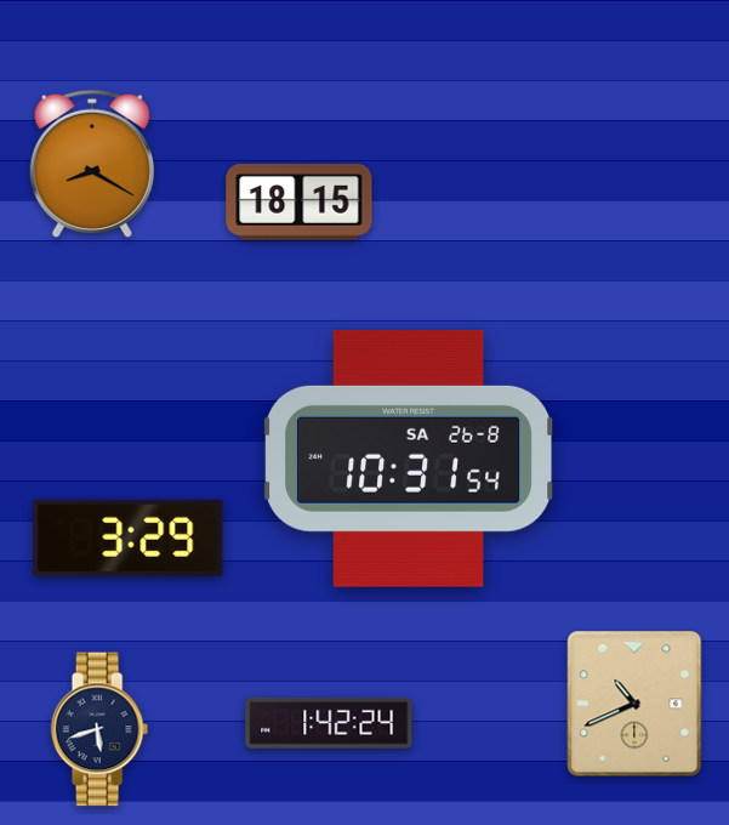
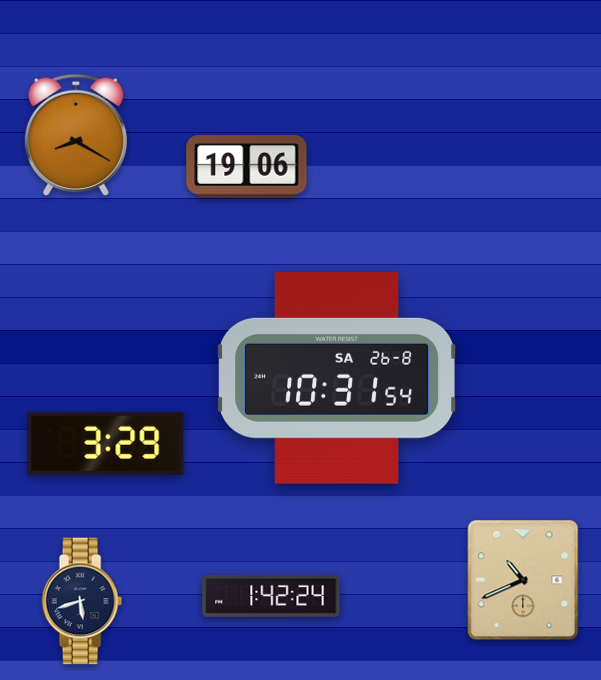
clock at (300, 203): 18:15 -> 19:06
